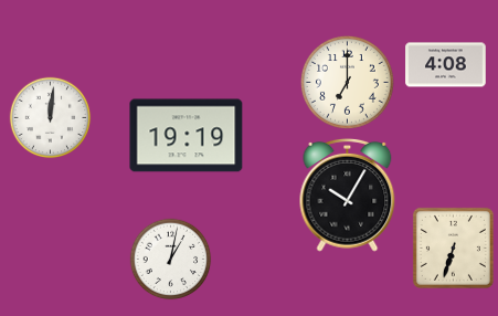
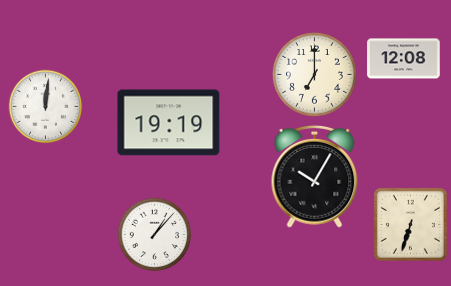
clock at (446, 65): 4:08 -> 12:08
clock at (171, 260): 1:02 -> 1:07
